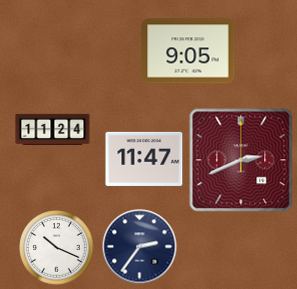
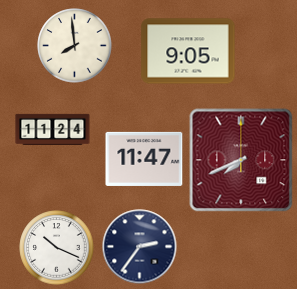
clock at (75, 46): none -> 7:59
clock at (241, 160): 2:41 -> 7:41
